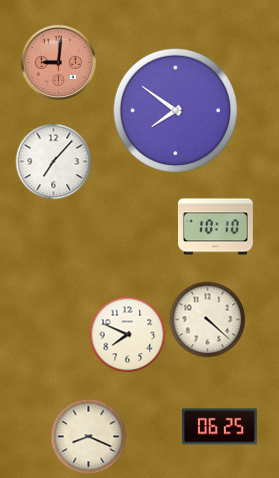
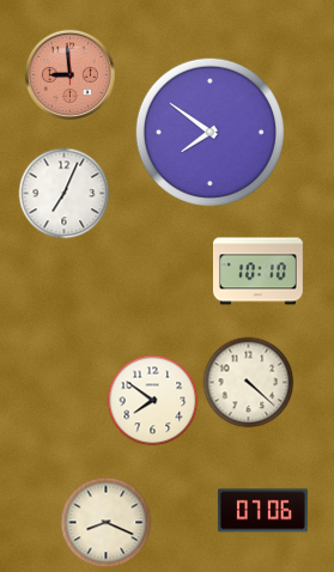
clock at (59, 63): 9:01 -> 8:59
clock at (54, 162): 7:07 -> 7:04
clock at (128, 335): 7:49 -> 7:51
clock at (219, 427): 06:25 -> 07:06
